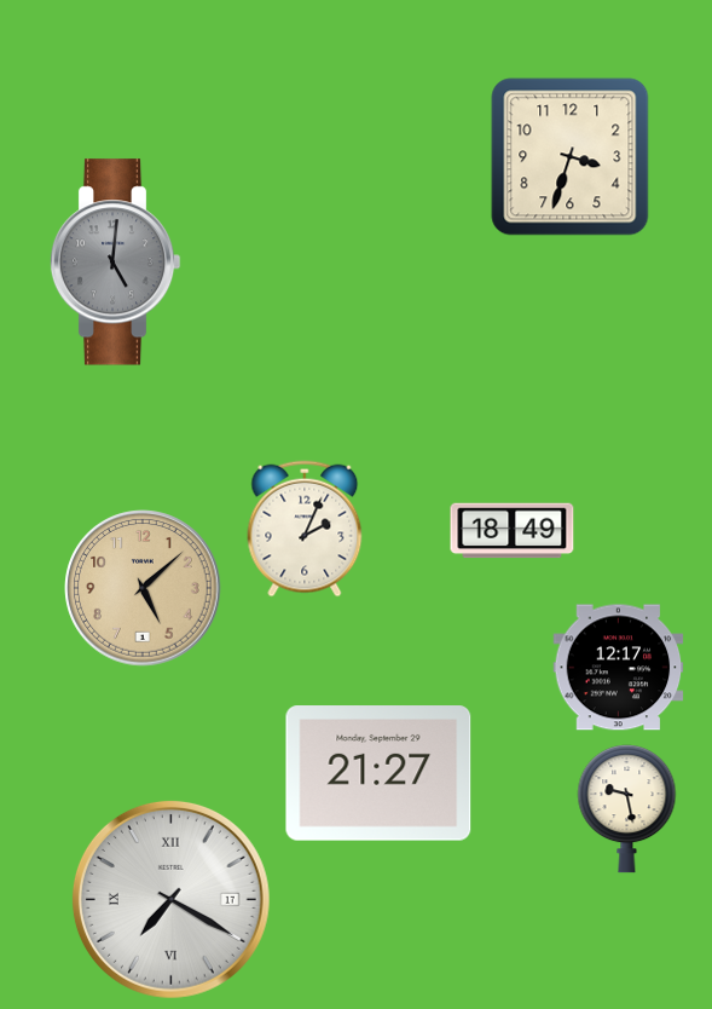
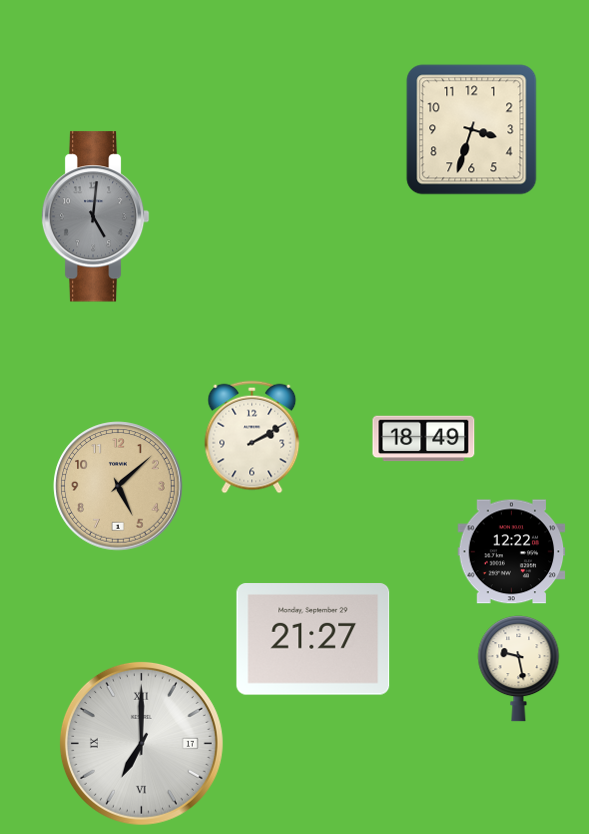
clock at (305, 529): 2:04 -> 2:10
clock at (619, 668): 12:17 -> 12:22
clock at (170, 899): 7:20 -> 7:00
